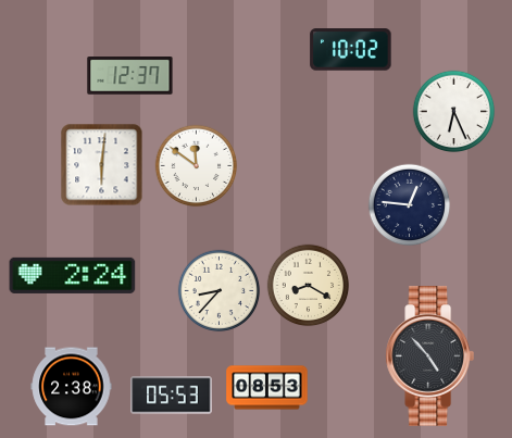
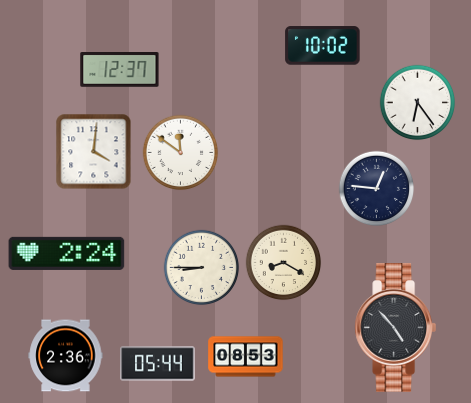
clock at (454, 112): 6:26 -> 6:24
clock at (102, 165): 6:01 -> 4:01
clock at (220, 291): 8:37 -> 8:45
clock at (72, 387): 2:38 -> 2:36
clock at (172, 396): 05:53 -> 05:44
